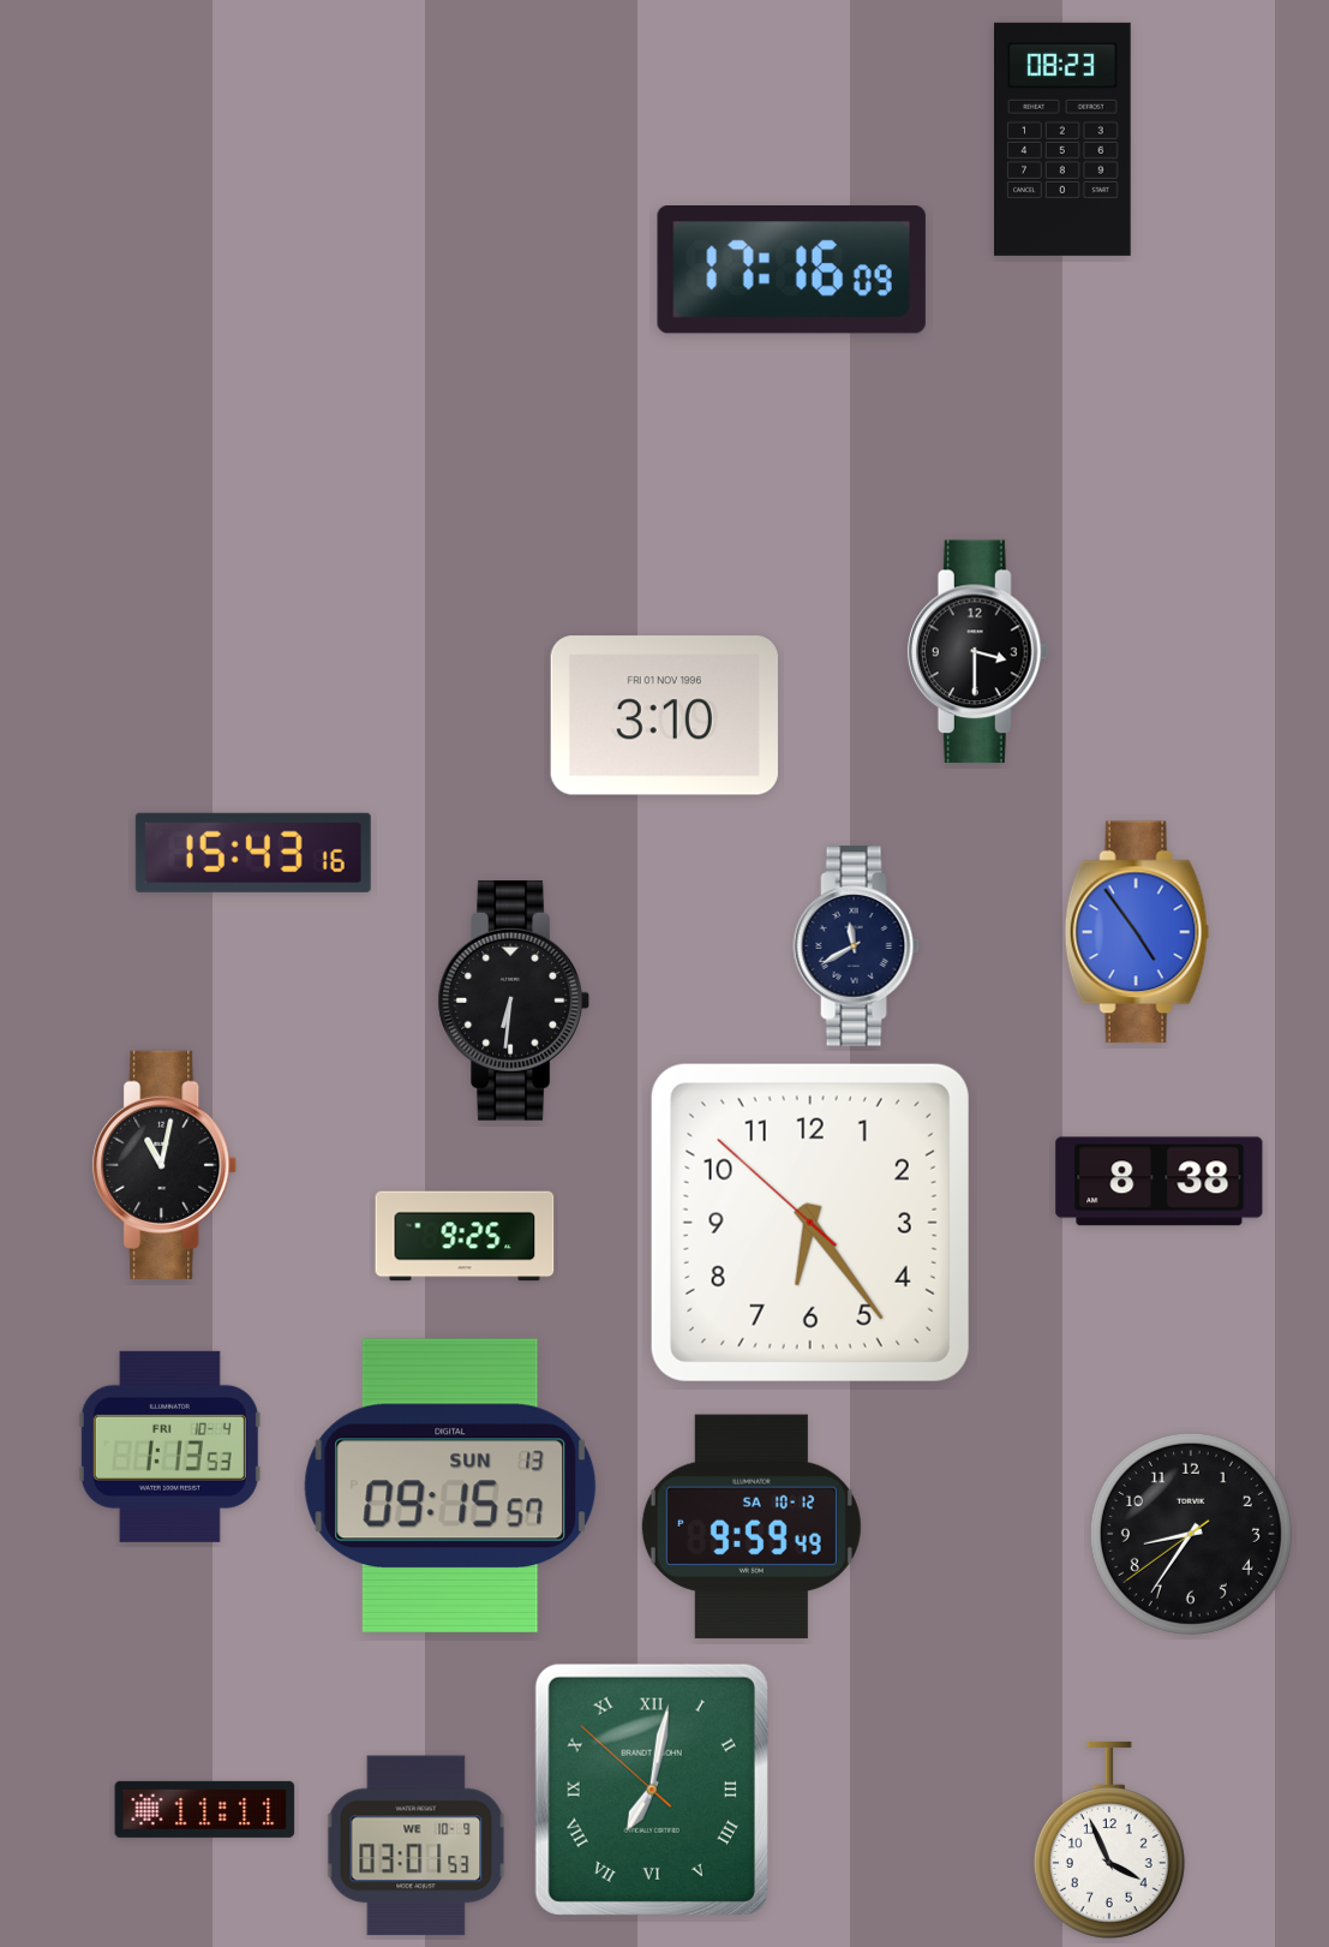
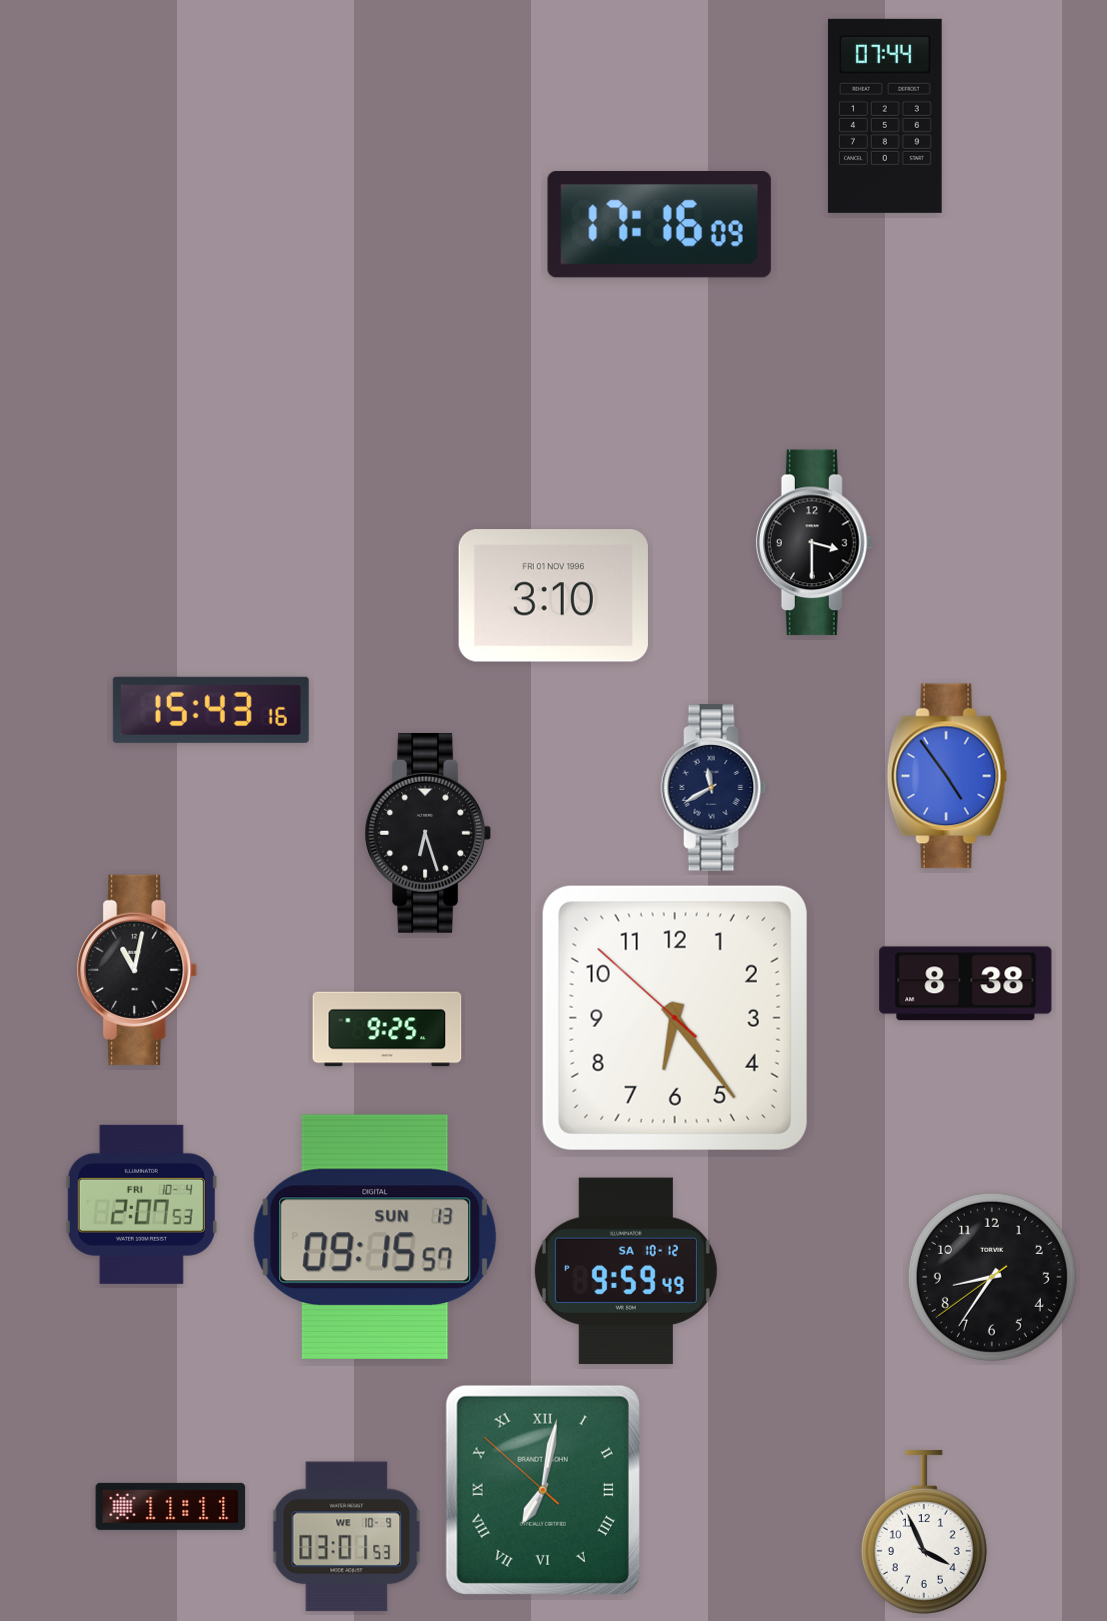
clock at (1062, 139): 08:23 -> 07:44
clock at (514, 1001): 6:31 -> 6:27
clock at (169, 1446): 1:13 -> 2:07
